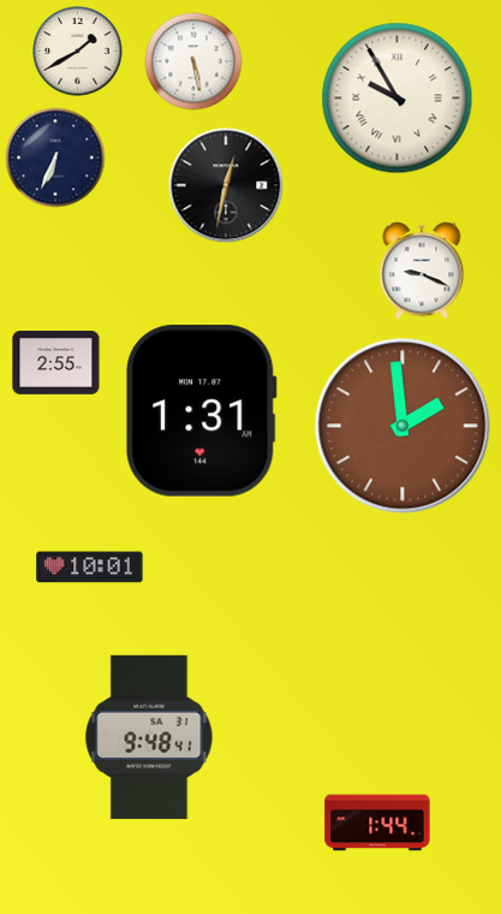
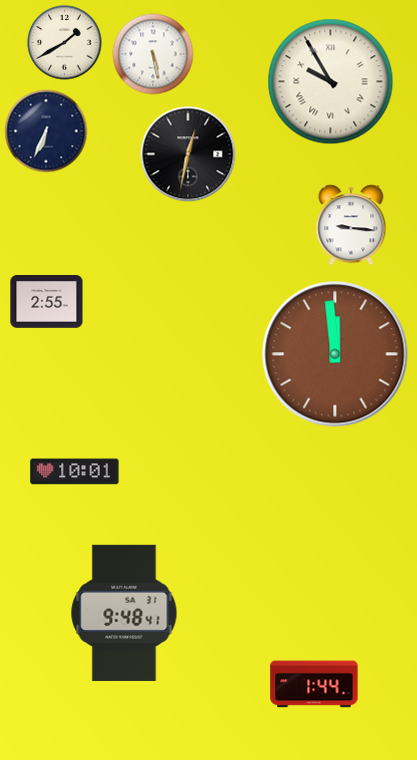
clock at (193, 61) position: (193, 61) -> (153, 54)
clock at (422, 271): 9:19 -> 9:16
clock at (202, 411): 1:31 -> none
clock at (402, 426): 1:59 -> 11:59
